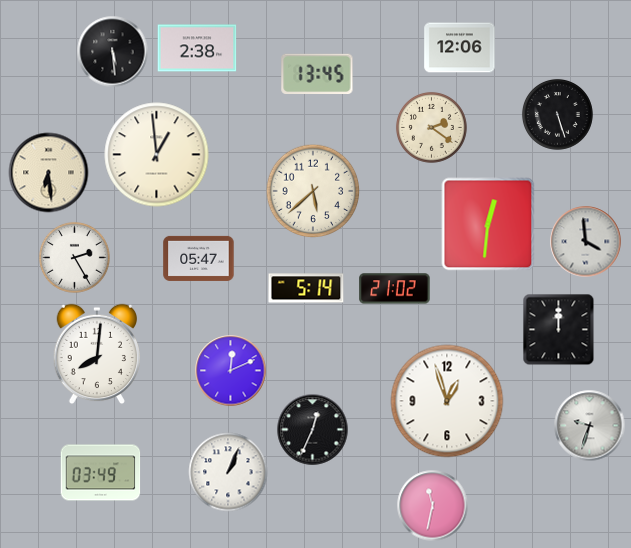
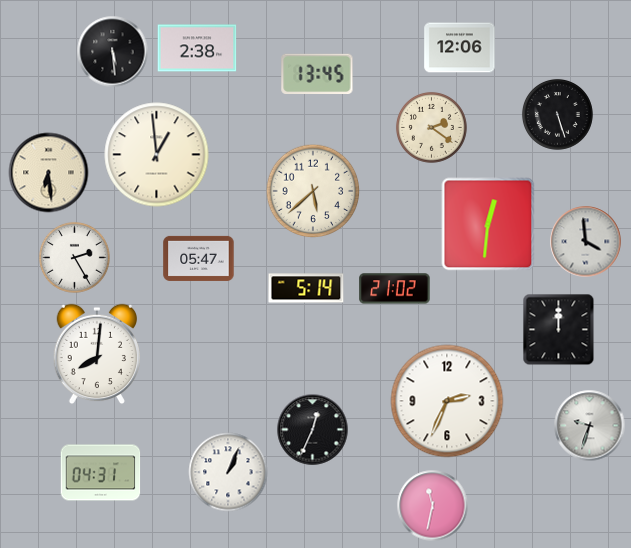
clock at (231, 371): 12:11 -> none
clock at (447, 401): 12:57 -> 2:34
clock at (101, 473): 03:49 -> 04:31
